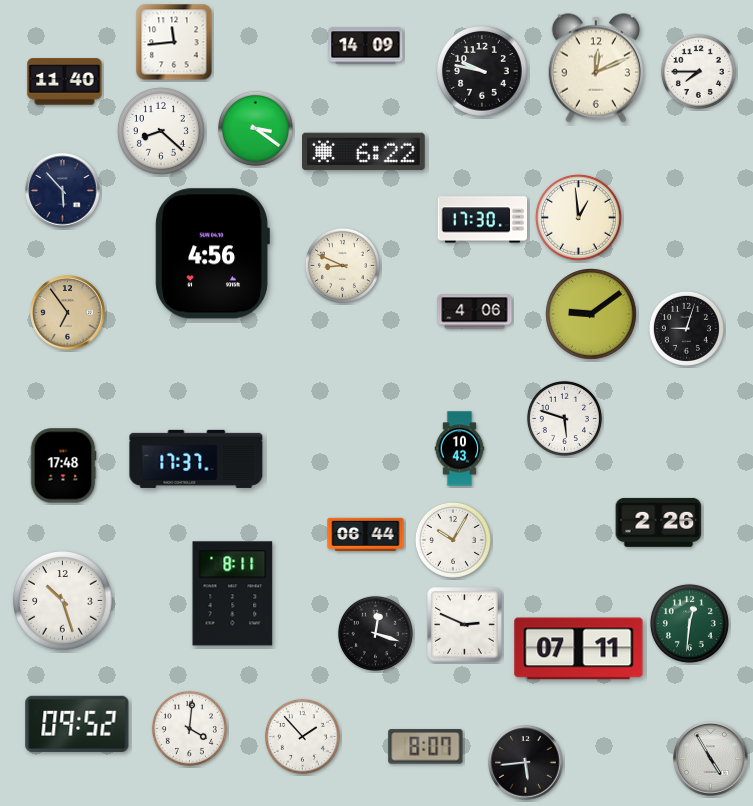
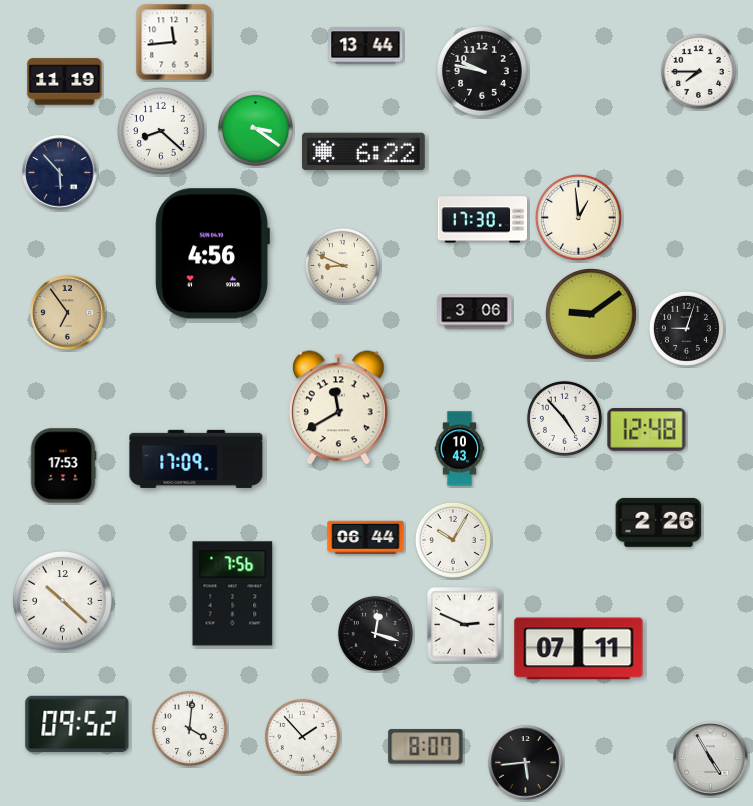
clock at (366, 46): 14:09 -> 13:44
clock at (595, 68): 12:11 -> none
clock at (65, 82): 11:40 -> 11:19
clock at (63, 191) position: (63, 191) -> (60, 173)
clock at (475, 312): 4:06 -> 3:06
clock at (339, 408): none -> 11:40
clock at (564, 418): 5:48 -> 4:53
clock at (647, 430): none -> 12:48
clock at (196, 459): 17:37 -> 17:09
clock at (63, 466): 17:48 -> 17:53
clock at (366, 534) position: (366, 534) -> (366, 537)
clock at (233, 594): 8:11 -> 7:56
clock at (63, 601): 10:27 -> 10:22
clock at (689, 623): 12:31 -> none
